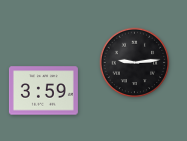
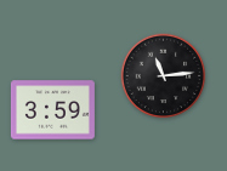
clock at (135, 63): 9:14 -> 11:14
